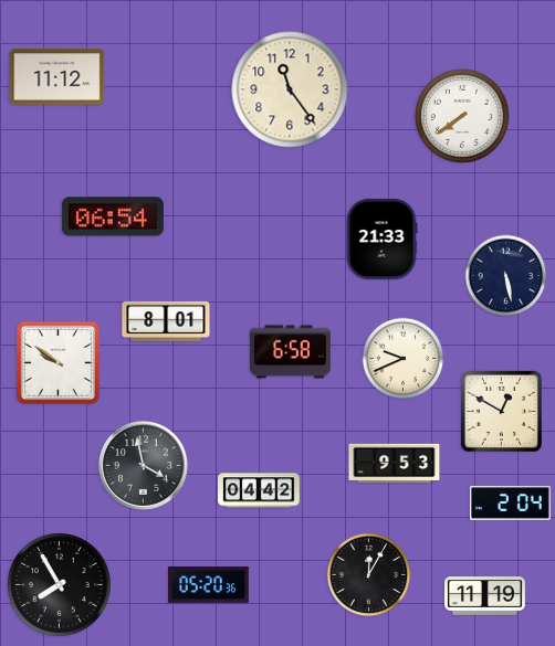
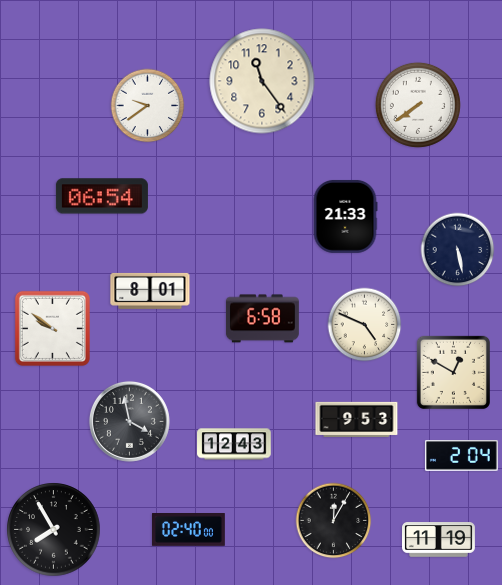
clock at (57, 77): 11:12 -> none
clock at (148, 106): none -> 9:39
clock at (404, 359): 9:41 -> 4:49
clock at (259, 490): 04:42 -> 12:43
clock at (209, 585): 05:20 -> 02:40
